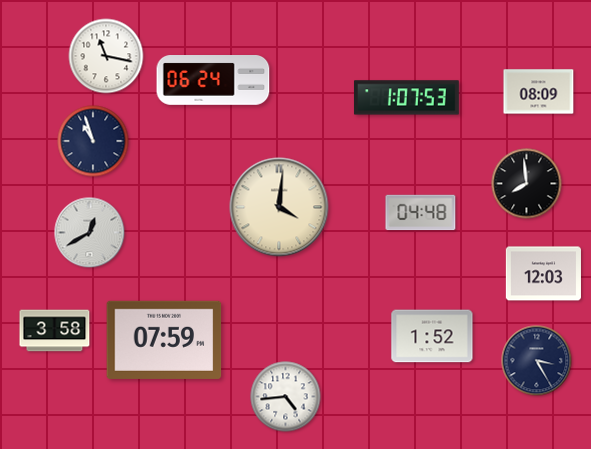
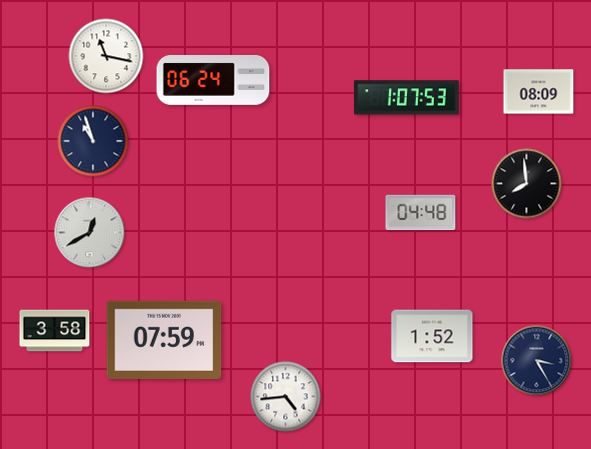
clock at (279, 207): 4:01 -> none
clock at (543, 274): 12:03 -> none
